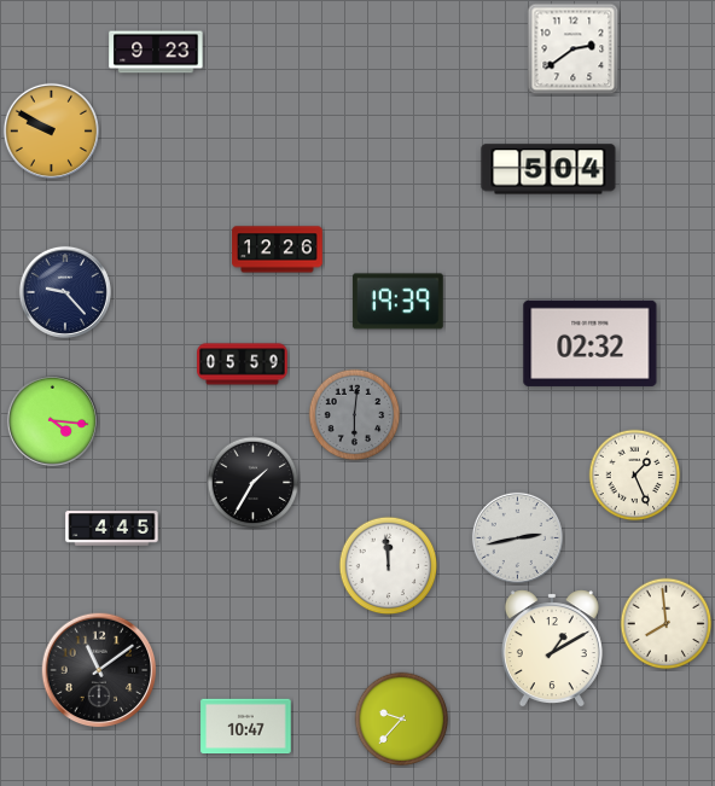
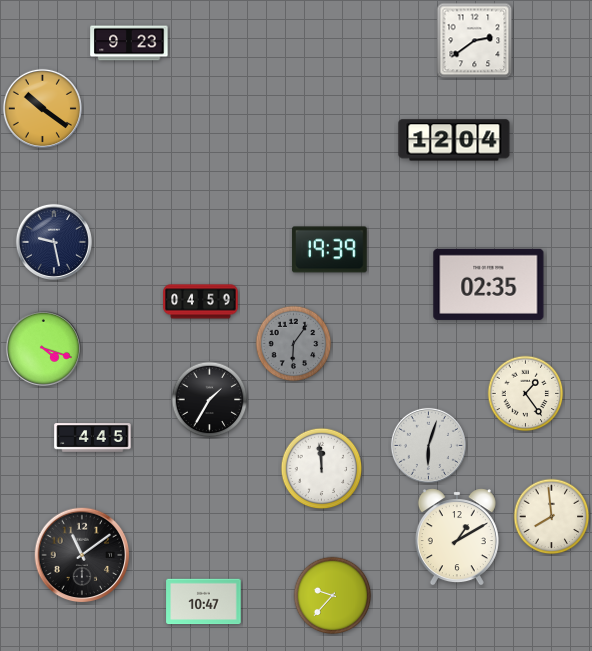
clock at (51, 130): 9:50 -> 10:21
clock at (548, 169): 5:04 -> 12:04
clock at (278, 250): 12:26 -> none
clock at (65, 292): 9:23 -> 9:28
clock at (591, 343): 02:32 -> 02:35
clock at (243, 365): 05:59 -> 04:59
clock at (355, 415): 6:01 -> 6:06
clock at (52, 420): 4:16 -> 4:18
clock at (635, 476): 1:26 -> 1:24
clock at (517, 537): 2:43 -> 6:03
